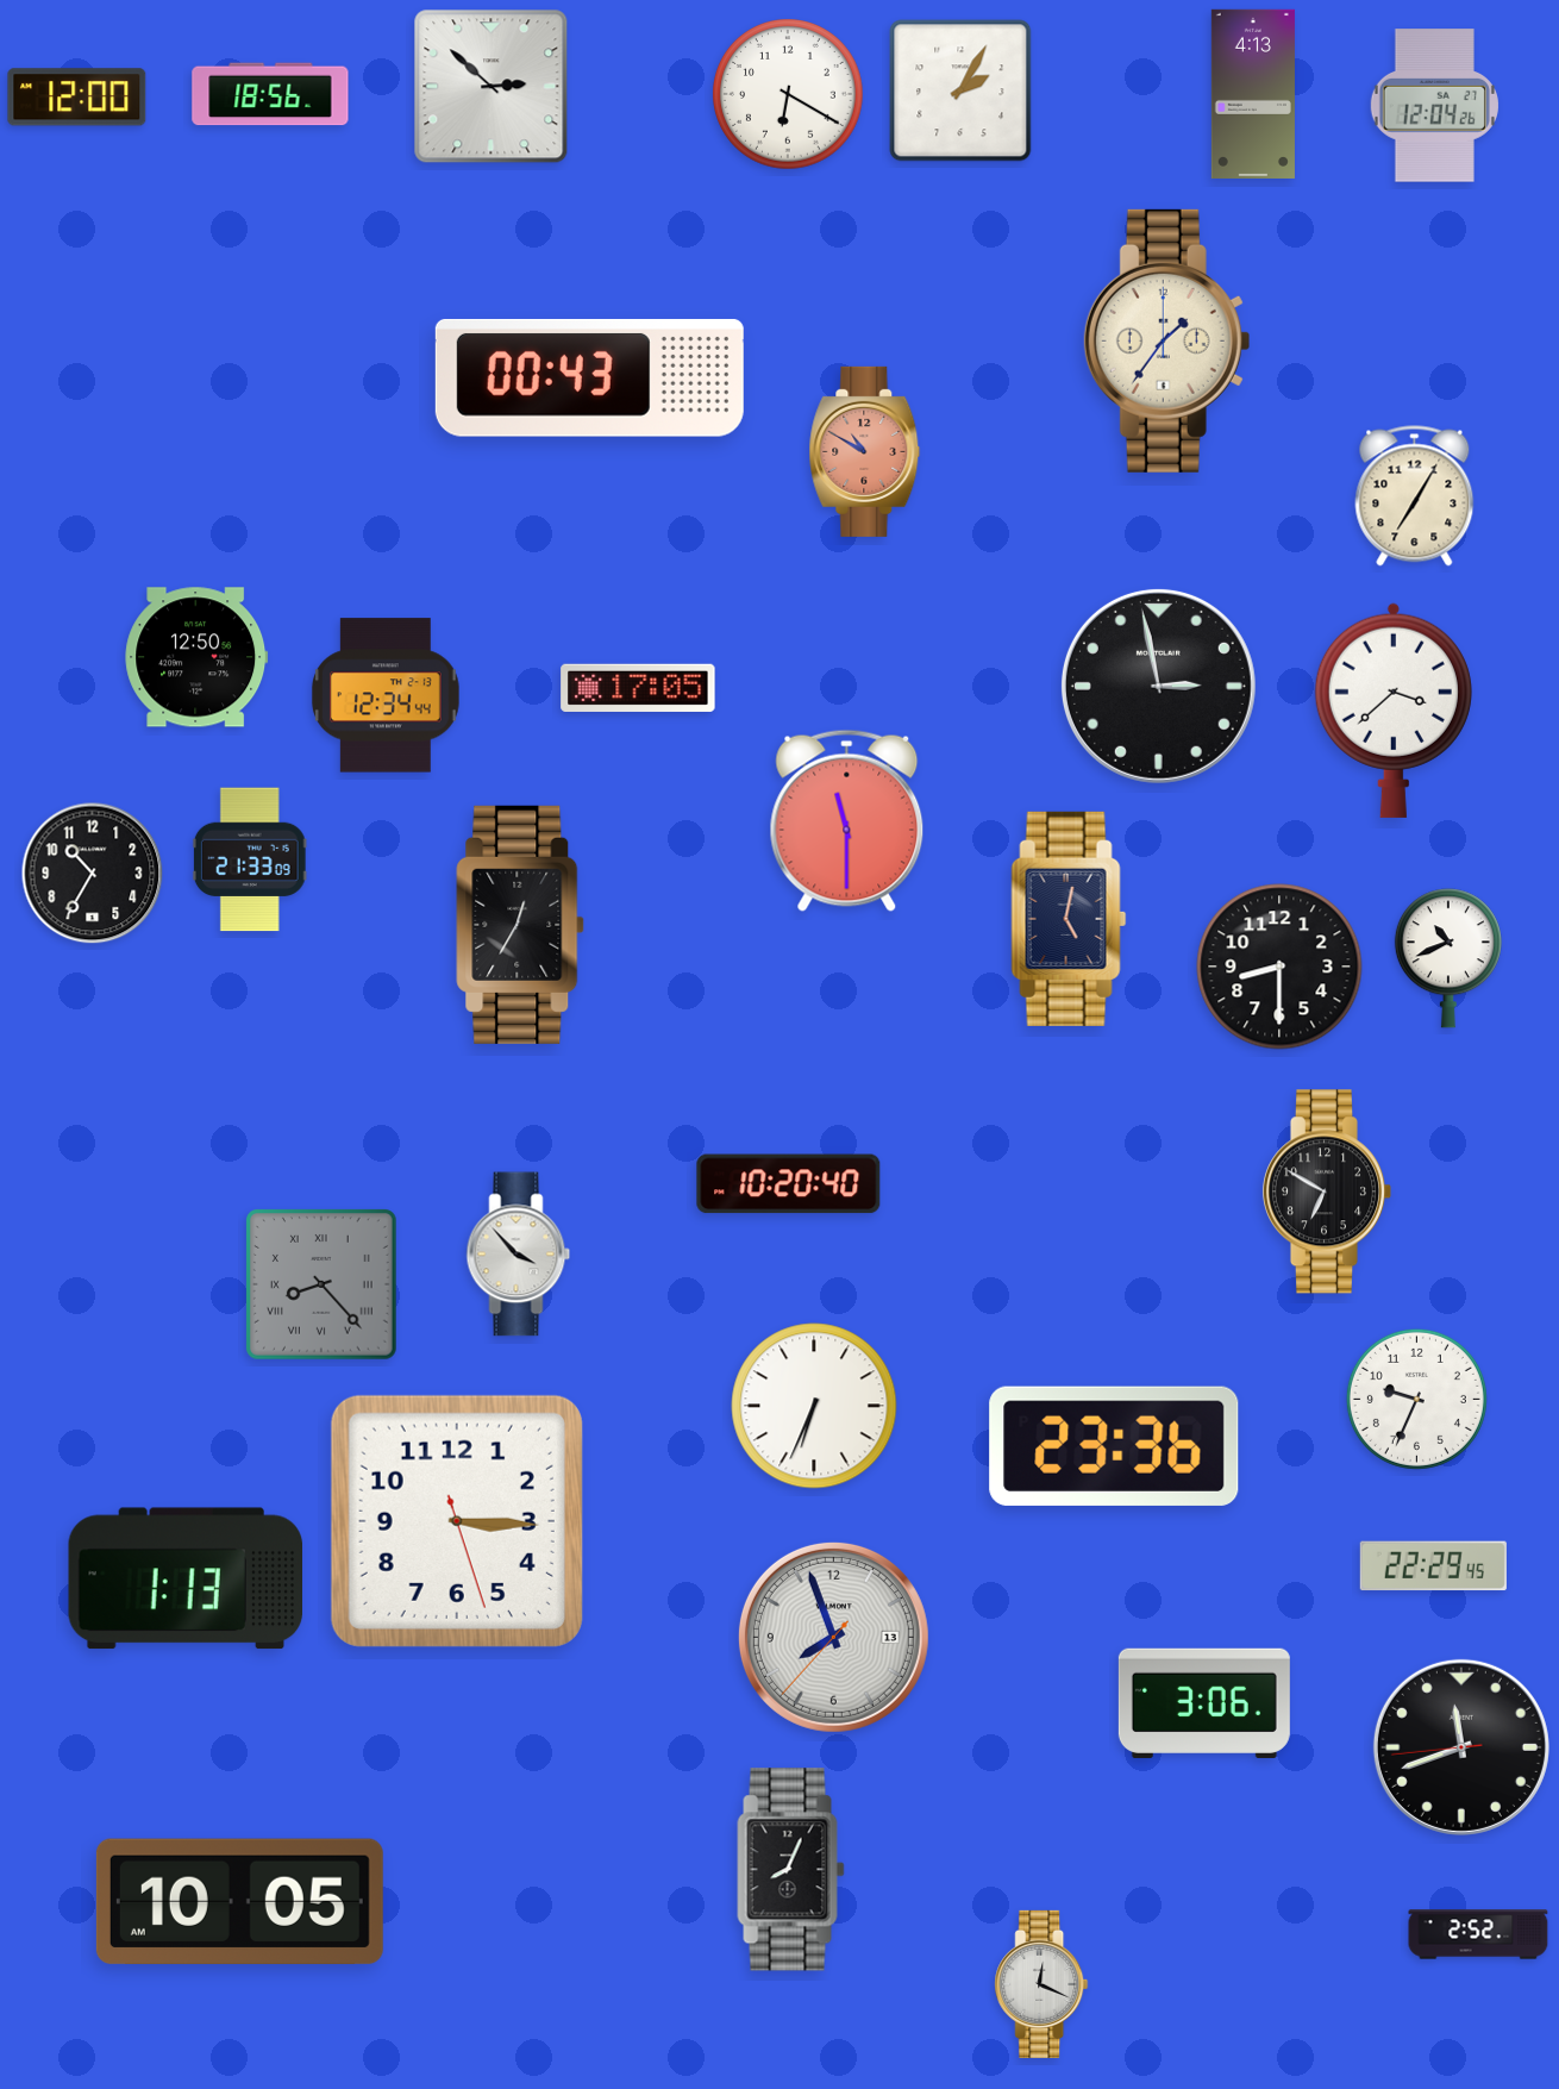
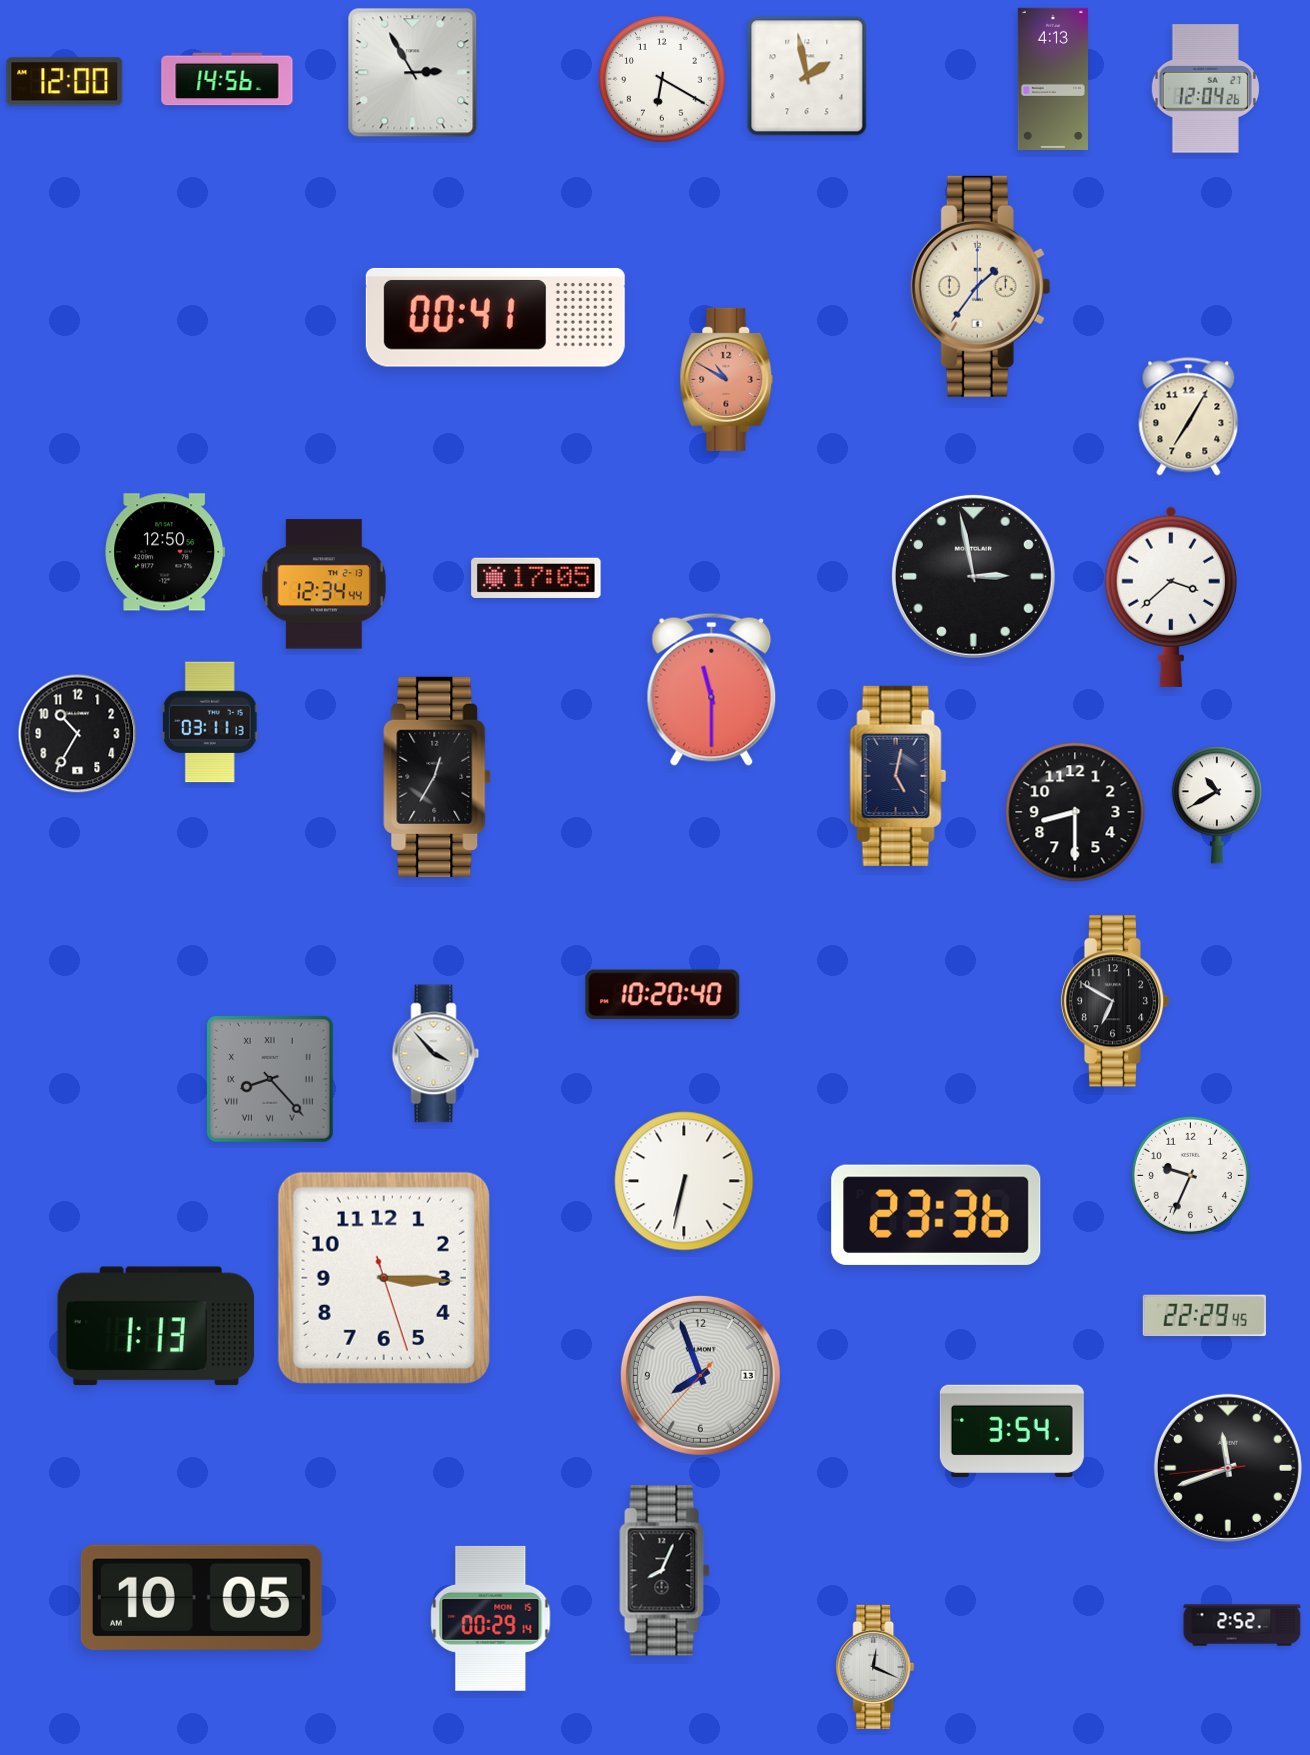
clock at (492, 87): 2:52 -> 2:55
clock at (960, 90): 2:05 -> 1:58
clock at (270, 94): 18:56 -> 14:56
clock at (589, 377): 00:43 -> 00:41
clock at (250, 859): 21:33 -> 03:11
clock at (1069, 919) position: (1069, 919) -> (898, 776)
clock at (1448, 958): 10:41 -> 10:40
clock at (814, 1406): 6:34 -> 6:32
clock at (1204, 1703): 3:06 -> 3:54
clock at (491, 1618): none -> 00:29
